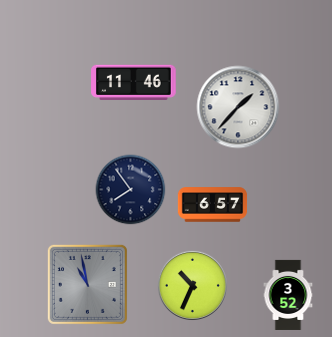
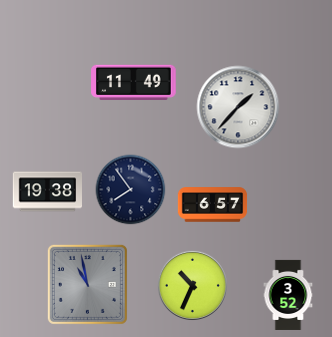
clock at (134, 82): 11:46 -> 11:49
clock at (47, 192): none -> 19:38
